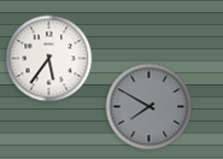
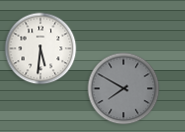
clock at (49, 59): 5:36 -> 5:31
